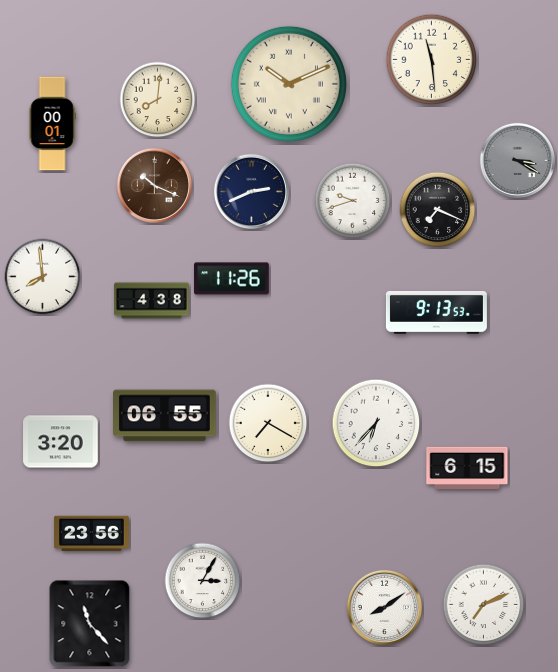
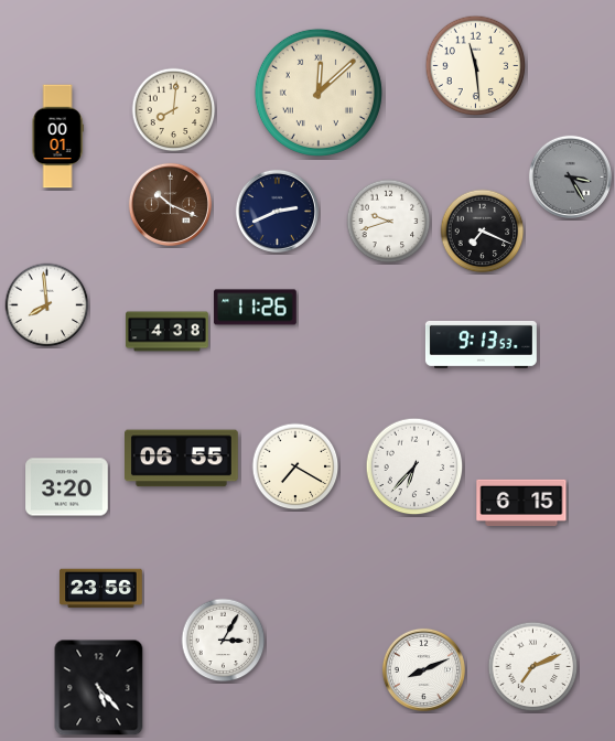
clock at (289, 84): 10:11 -> 12:08
clock at (517, 160): 3:20 -> 3:25
clock at (467, 467) position: (467, 467) -> (521, 502)
clock at (384, 607): 8:09 -> 8:11
clock at (90, 624): 11:23 -> 5:23
